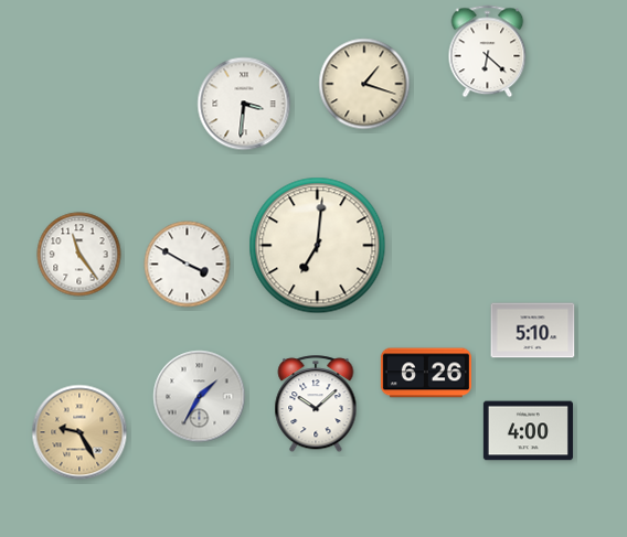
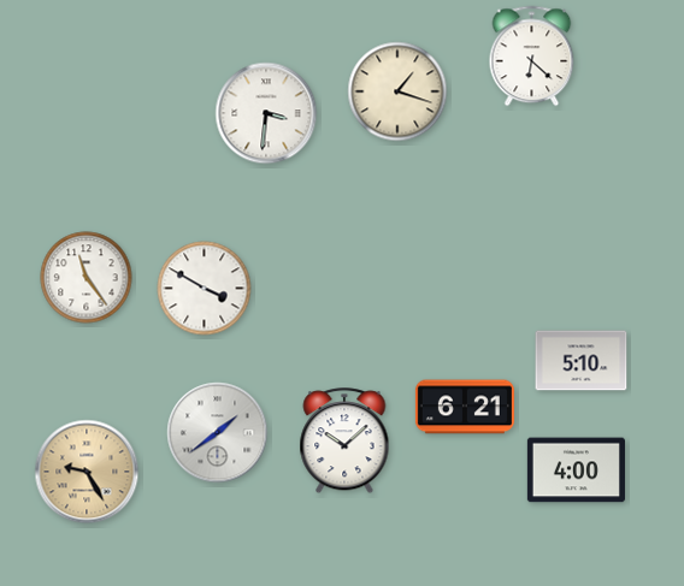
clock at (318, 246): 7:01 -> none
clock at (426, 373): 6:26 -> 6:21
clock at (200, 397): 1:35 -> 1:39
